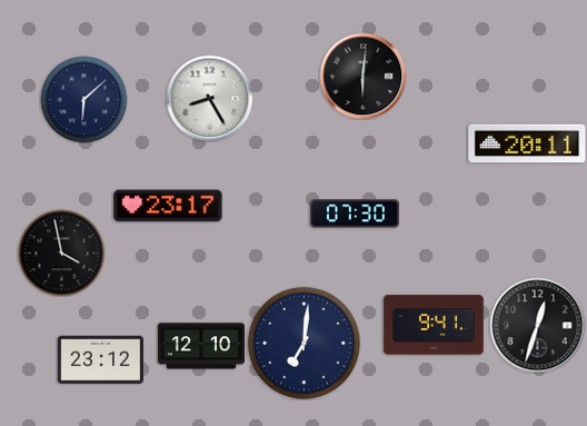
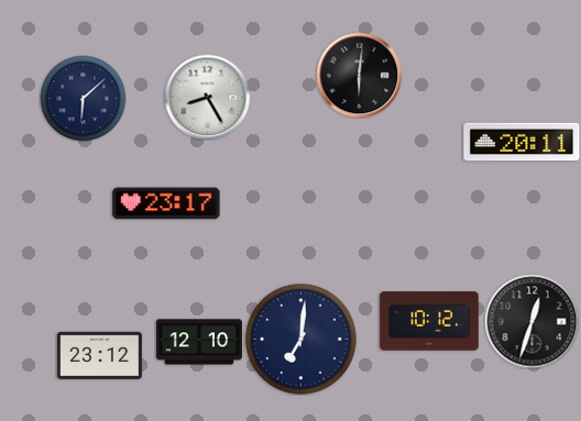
clock at (355, 214): 07:30 -> none
clock at (61, 252): 3:58 -> none
clock at (434, 325): 9:41 -> 10:12
